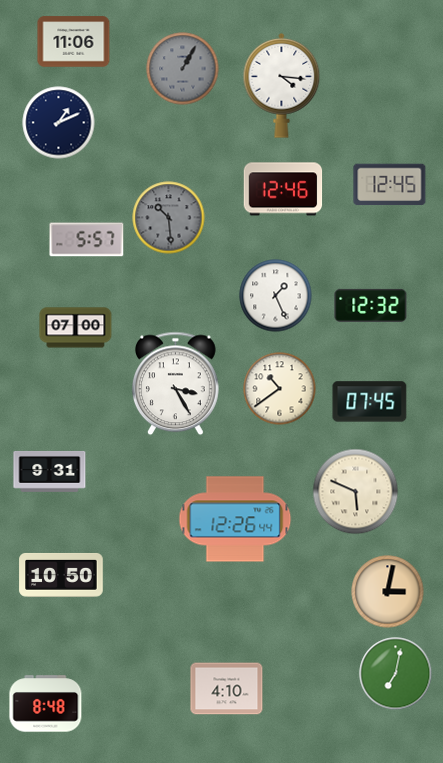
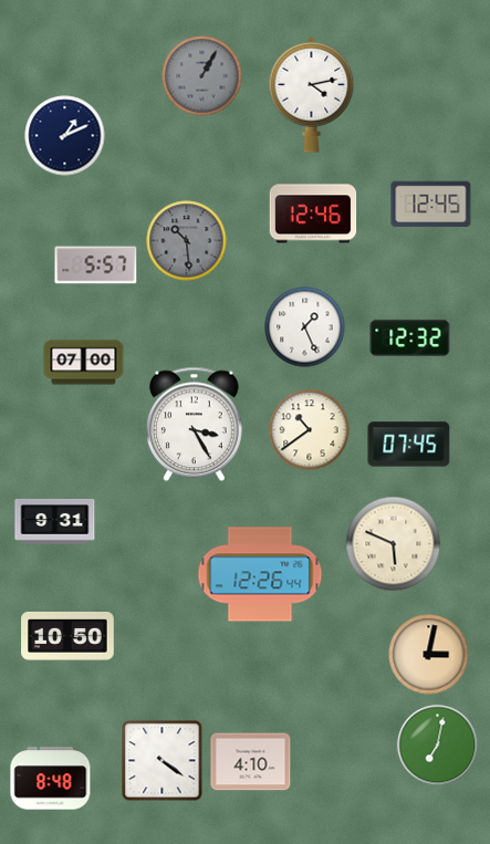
clock at (74, 42): 11:06 -> none
clock at (282, 85): 4:16 -> 4:13
clock at (283, 189) position: (283, 189) -> (313, 213)
clock at (163, 761): none -> 4:21
